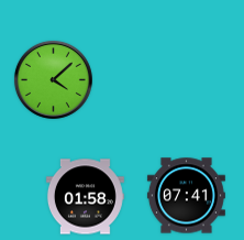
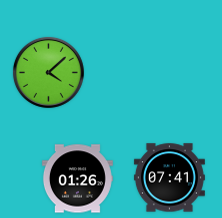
clock at (85, 197): 01:58 -> 01:26
